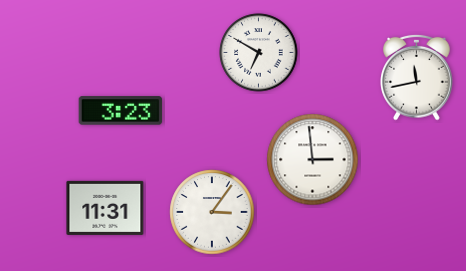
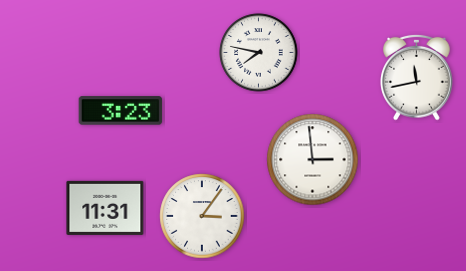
clock at (259, 53): 6:50 -> 7:47
clock at (212, 212) position: (212, 212) -> (202, 216)
